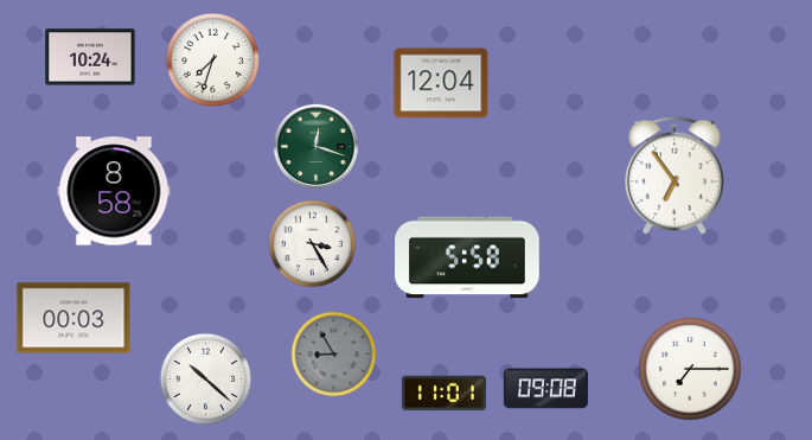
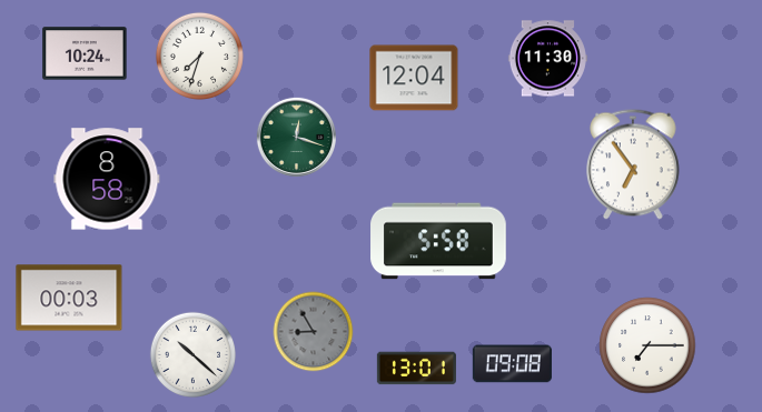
clock at (547, 59): none -> 11:30
clock at (313, 244): 3:25 -> none
clock at (443, 394): 11:01 -> 13:01
